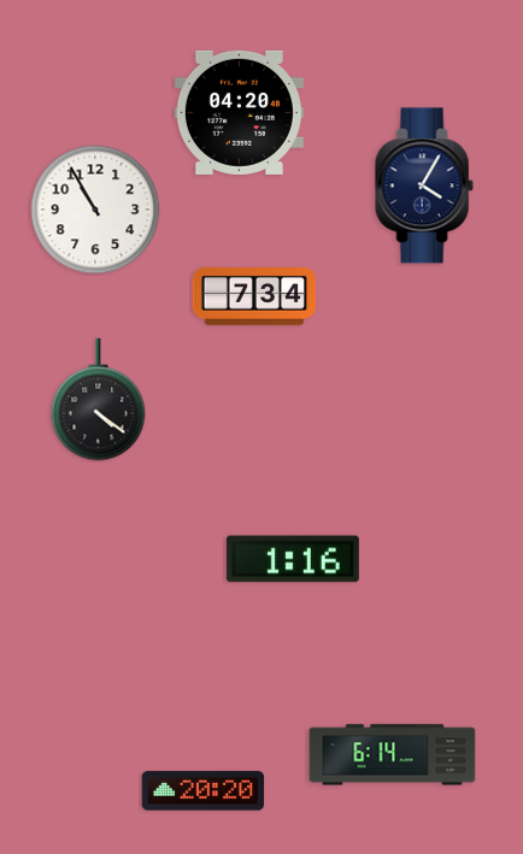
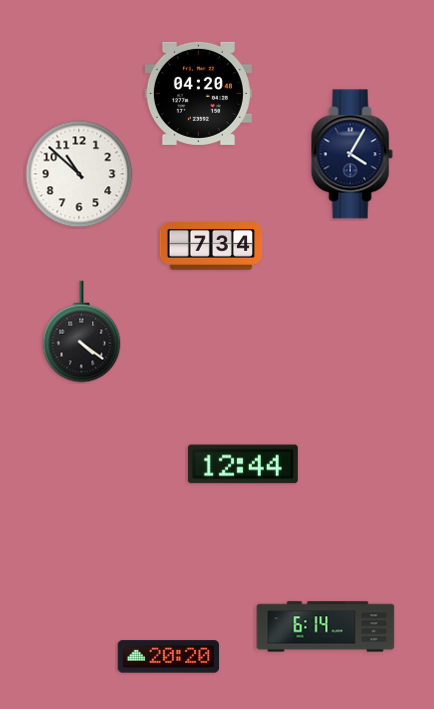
clock at (95, 210): 10:55 -> 10:52
clock at (293, 559): 1:16 -> 12:44
